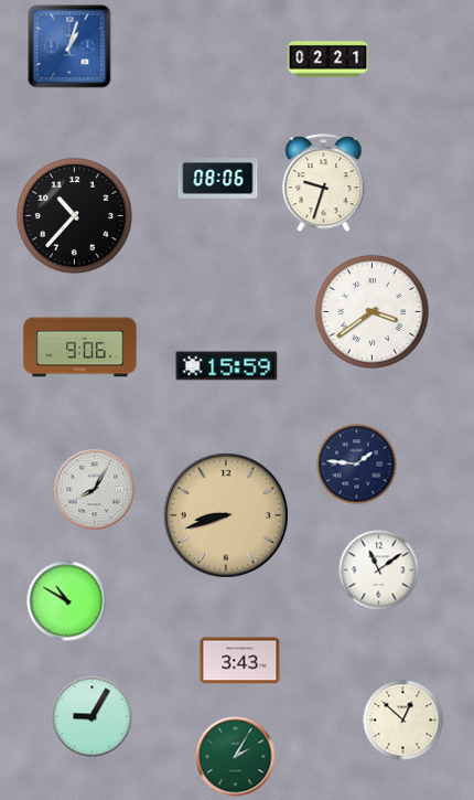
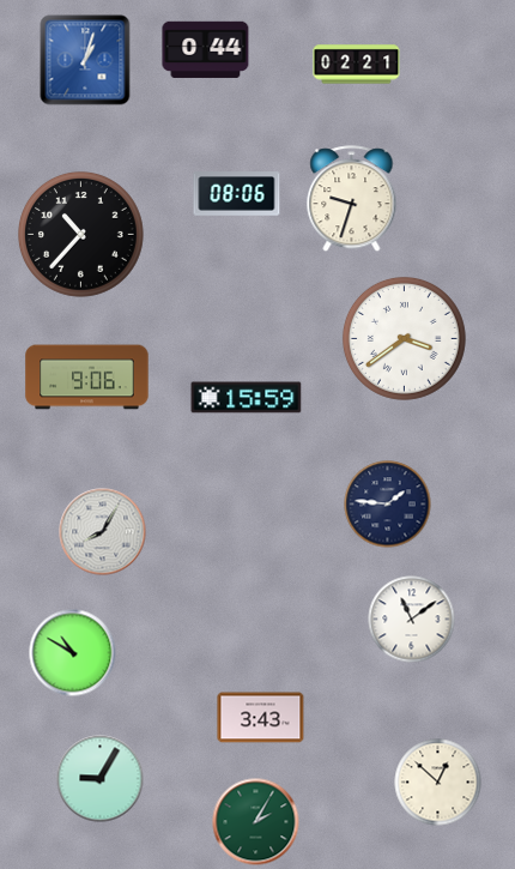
clock at (206, 49): none -> 0:44
clock at (69, 46) position: (69, 46) -> (85, 60)
clock at (226, 515): 8:42 -> none
